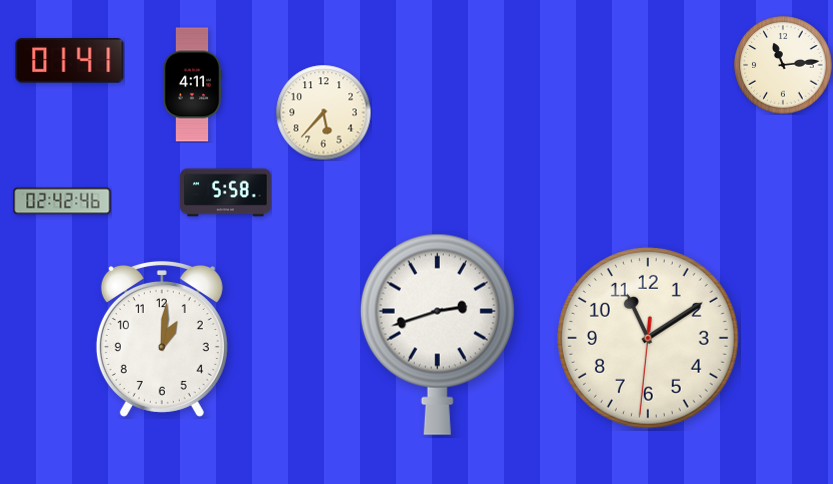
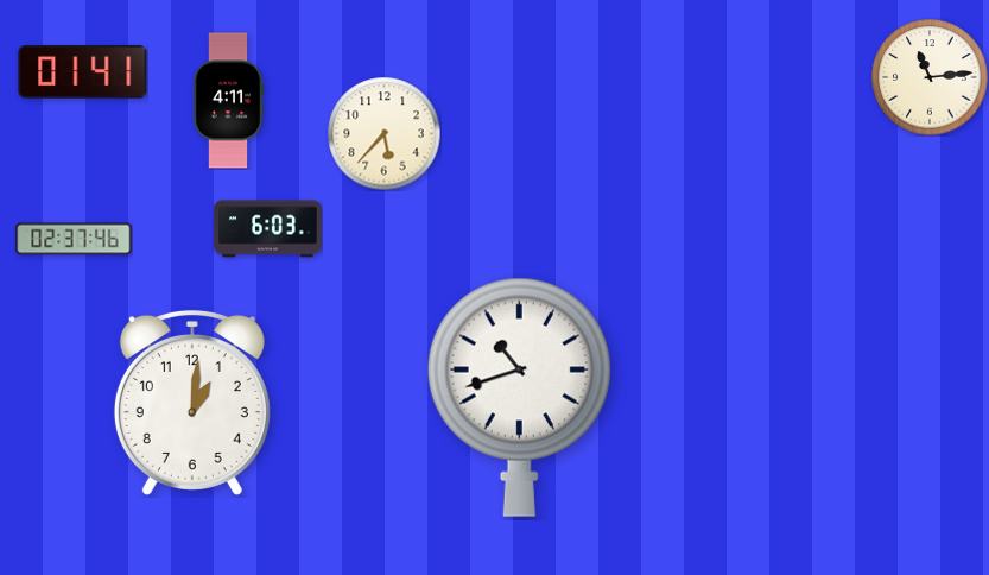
clock at (226, 193): 5:58 -> 6:03
clock at (62, 201): 02:42 -> 02:37
clock at (437, 334): 2:42 -> 10:42
clock at (648, 338): 11:09 -> none
